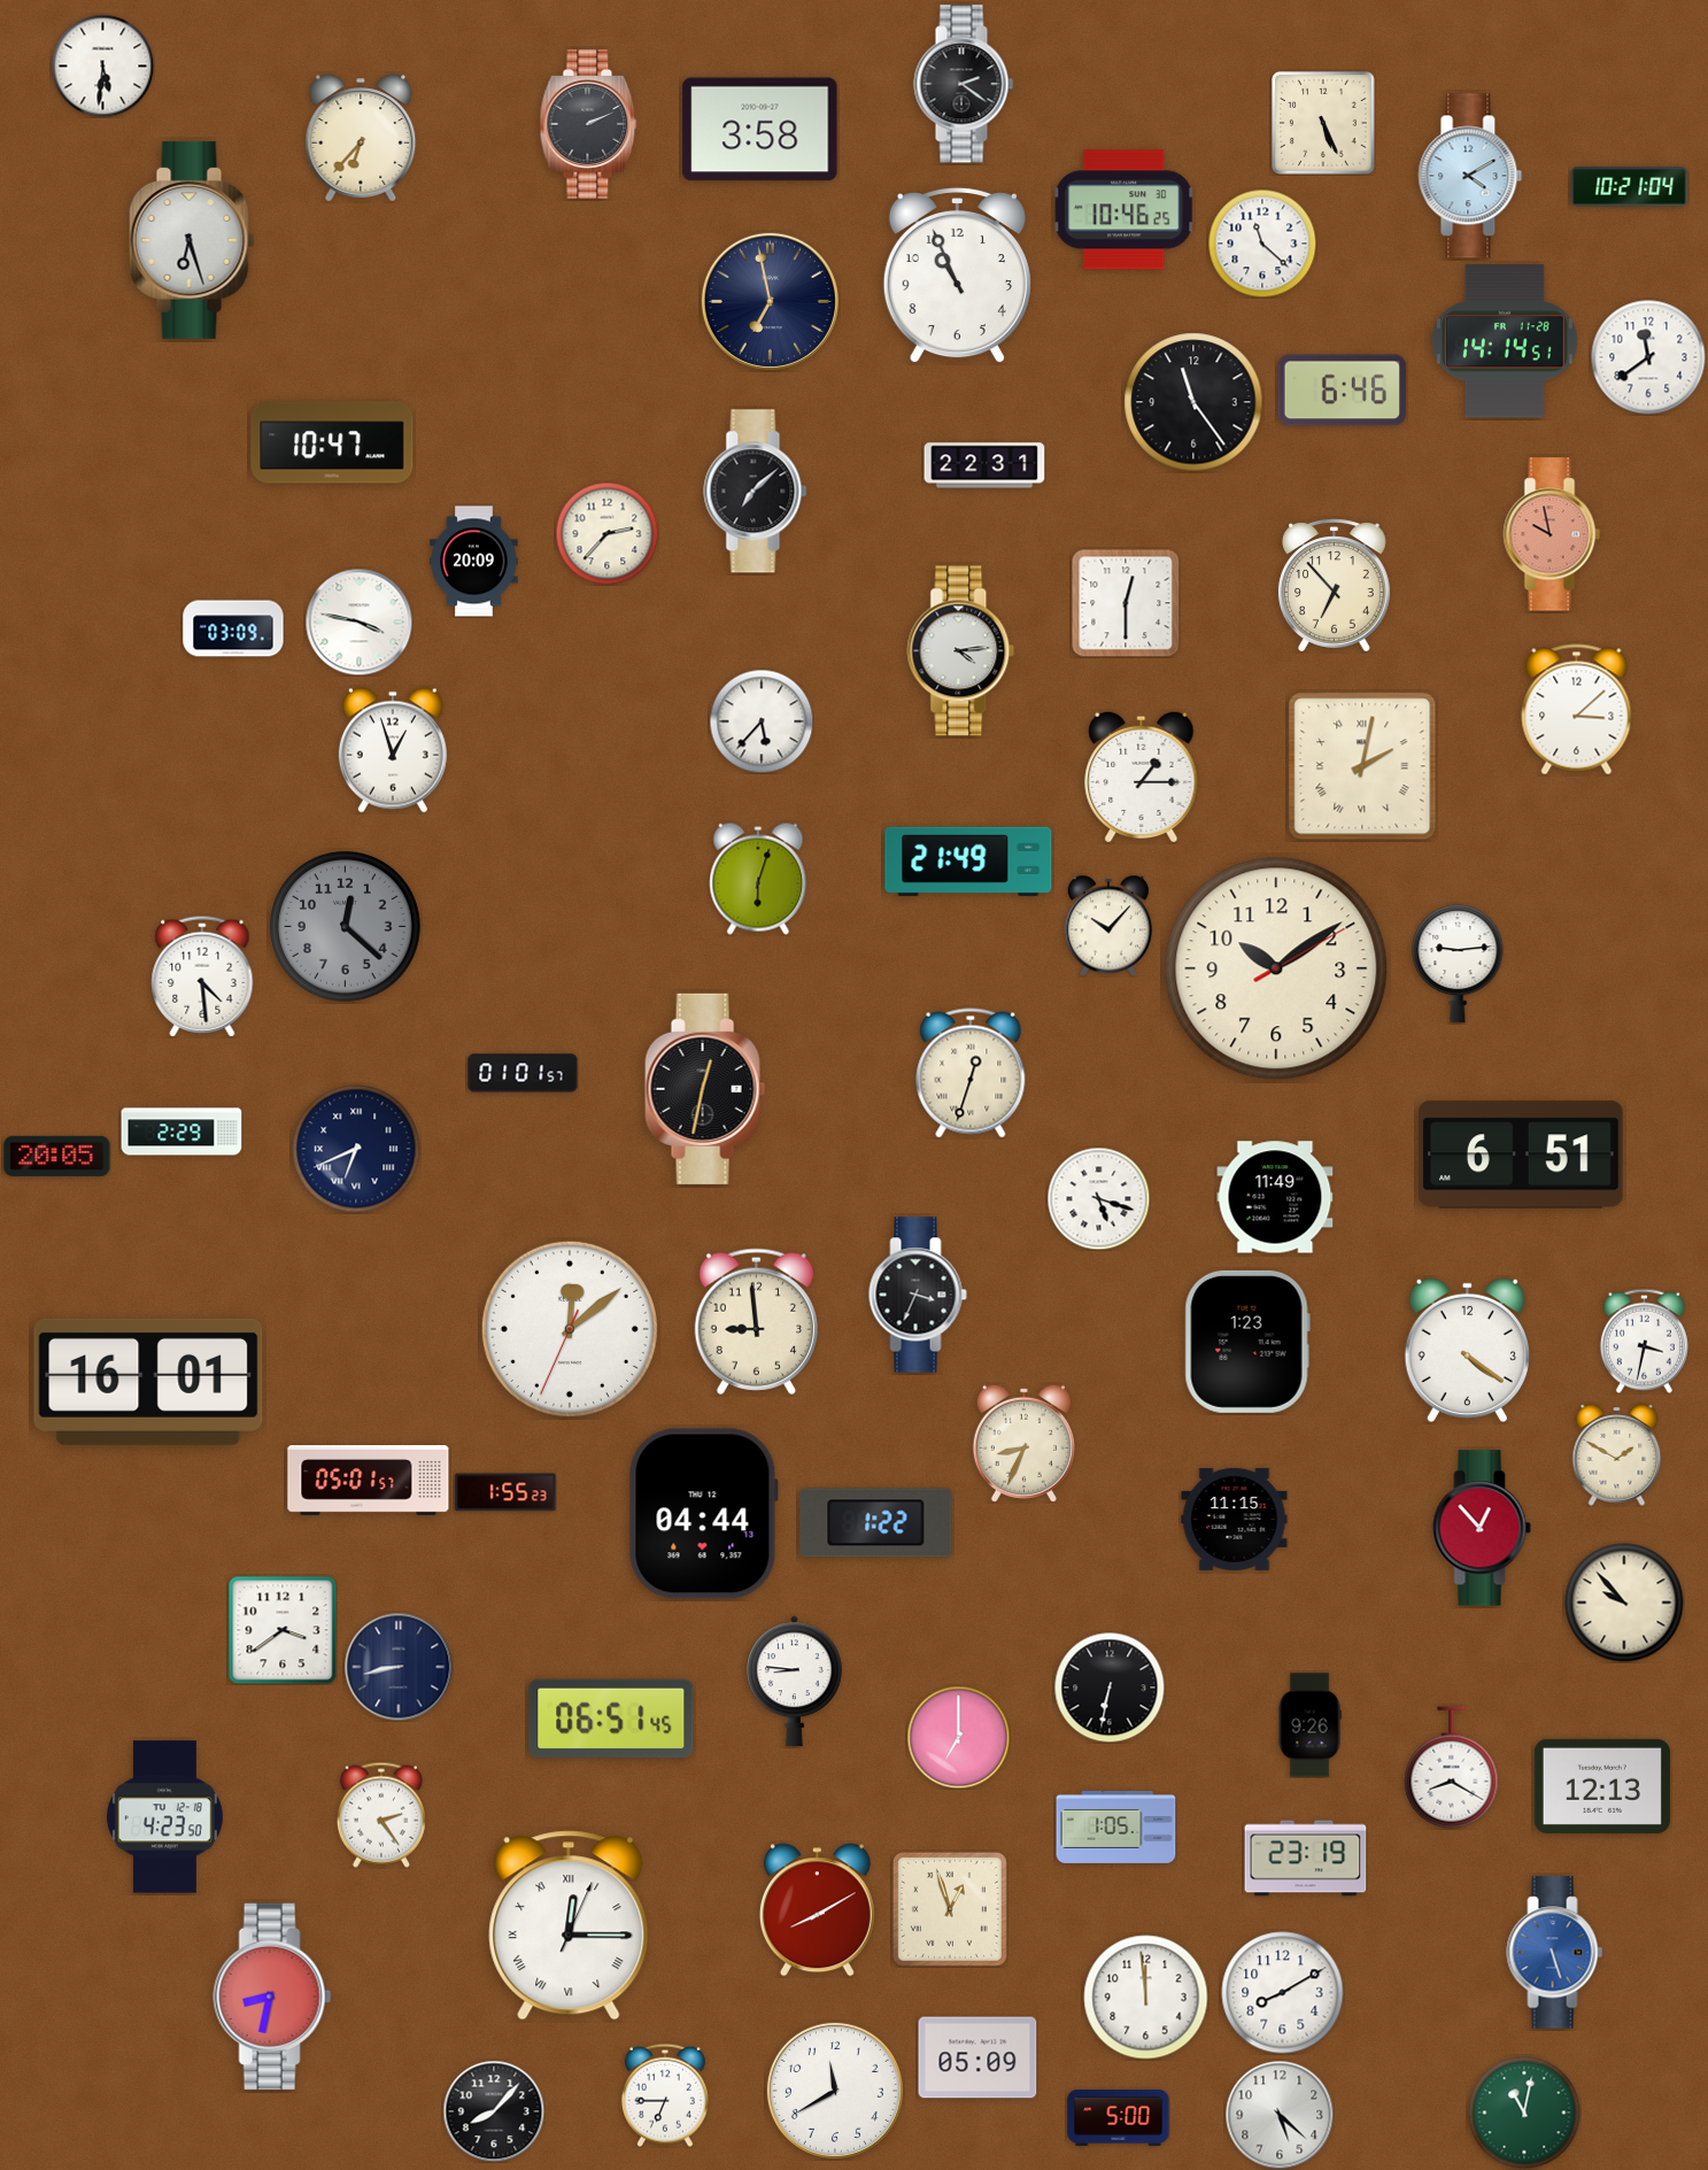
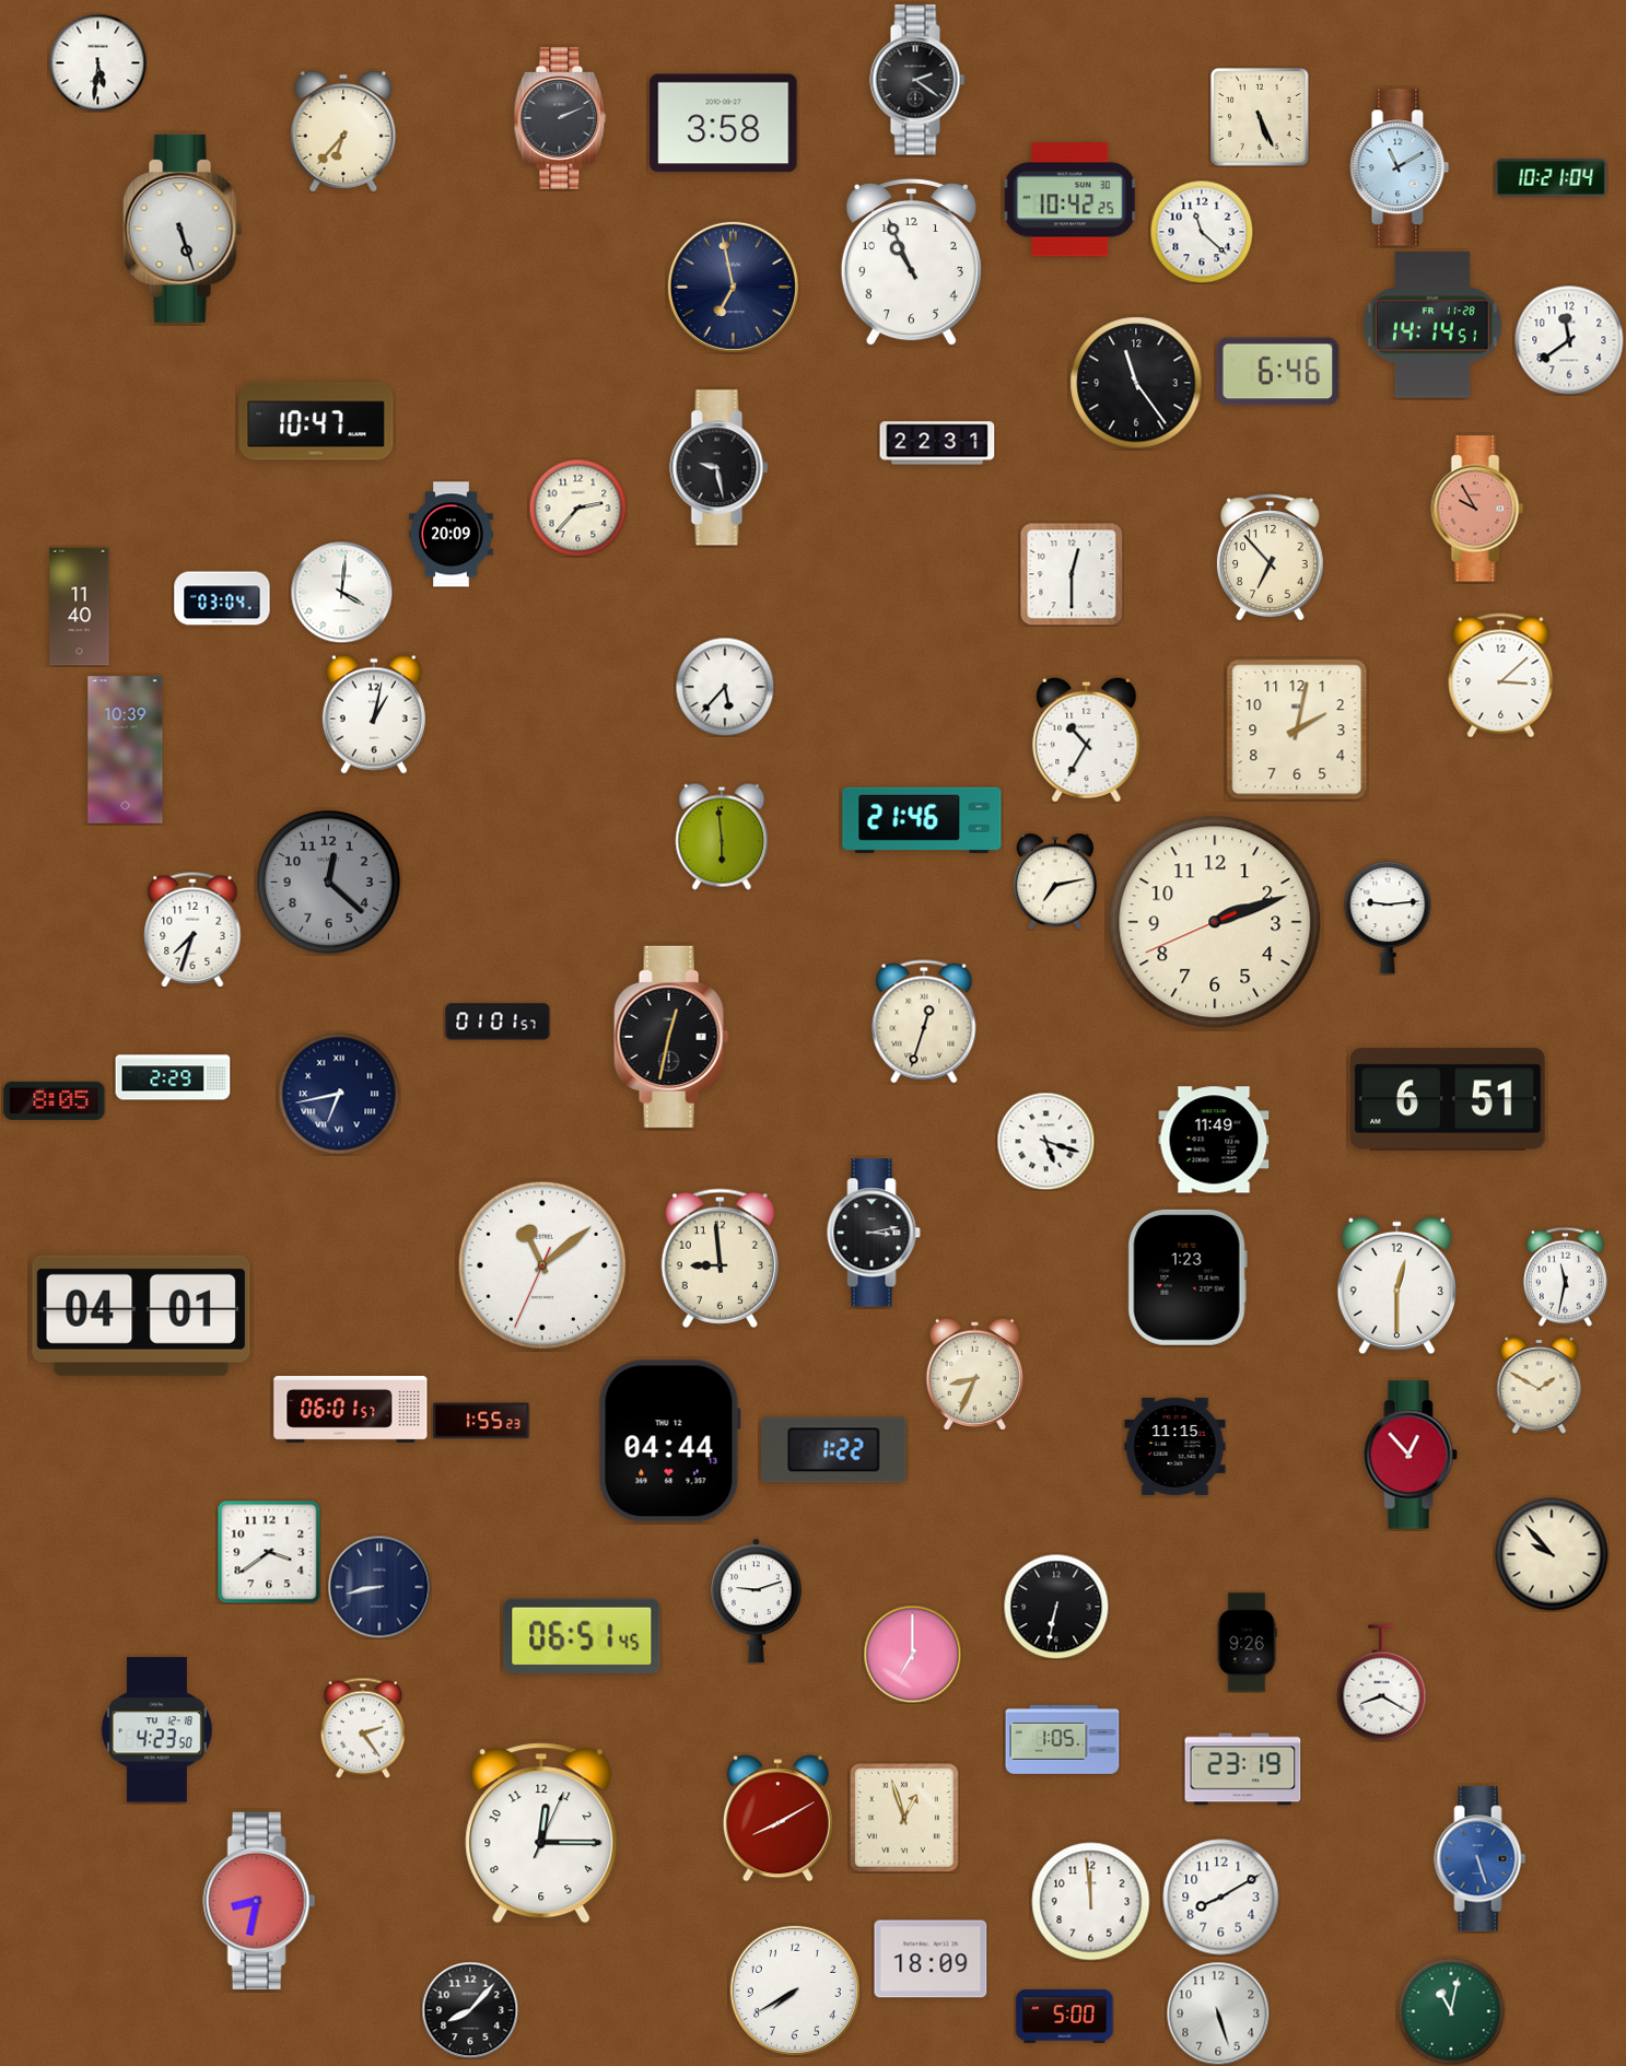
clock at (1470, 176): 4:10 -> 11:10
clock at (1125, 210): 10:46 -> 10:42
clock at (192, 240): 6:27 -> 5:27
clock at (756, 492): 7:08 -> 9:28
clock at (1552, 534): 9:58 -> 9:55
clock at (358, 621): 3:47 -> 4:01
clock at (233, 628): 03:09 -> 03:04
clock at (80, 607): none -> 11:40
clock at (961, 651): 4:14 -> none
clock at (393, 750): 12:57 -> 1:02
clock at (1362, 766) numerals: Roman -> Arabic
clock at (1142, 775): 1:15 -> 10:35
clock at (126, 750): none -> 10:39
clock at (968, 862): 21:49 -> 21:46
clock at (758, 879): 6:03 -> 5:59
clock at (1108, 926): 10:07 -> 7:13
clock at (1276, 968): 10:09 -> 2:11
clock at (202, 976): 4:29 -> 7:33
clock at (356, 1149): 6:41 -> 6:43
clock at (57, 1156): 20:05 -> 8:05
clock at (918, 1295): 3:34 -> 3:13
clock at (570, 1329): 12:08 -> 11:08
clock at (1644, 1341): 3:32 -> 11:32
clock at (1467, 1351): 4:21 -> 12:30
clock at (148, 1382): 16:01 -> 04:01
clock at (369, 1481): 05:01 -> 06:01
clock at (1624, 1603) position: (1624, 1603) -> (1552, 1554)
clock at (795, 1682): 8:46 -> 9:12
clock at (1602, 1786): 12:13 -> none
clock at (569, 1925) numerals: Roman -> Arabic
clock at (977, 2057): 05:09 -> 18:09
clock at (835, 2091): 11:40 -> 7:40
clock at (665, 2095): 6:45 -> none
clock at (1280, 2115): 5:22 -> 5:27
